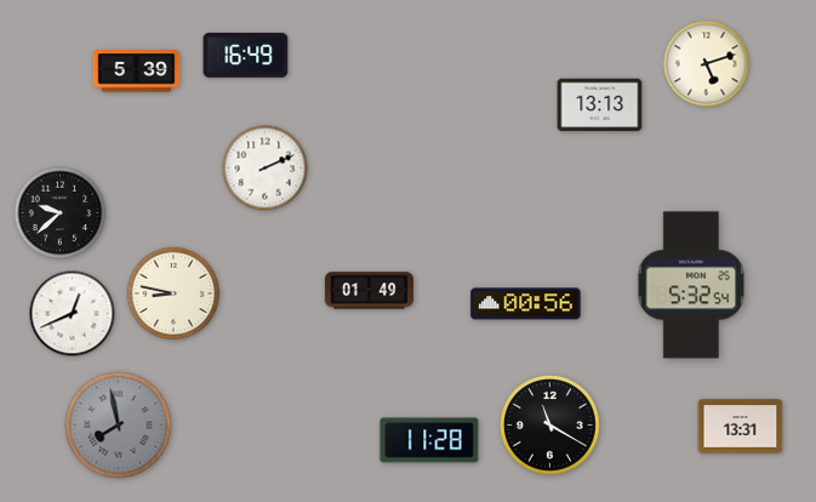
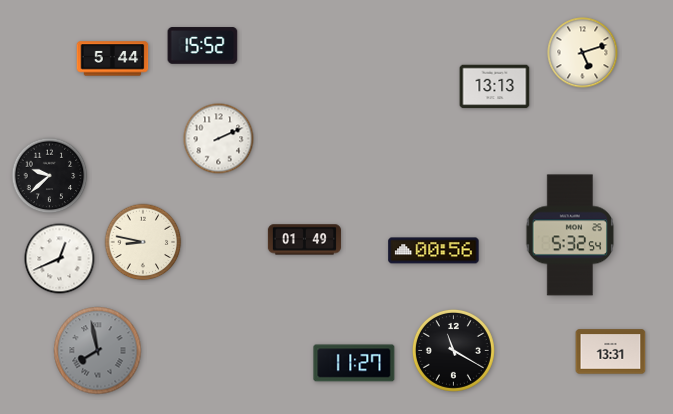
clock at (246, 56): 16:49 -> 15:52
clock at (137, 72): 5:39 -> 5:44
clock at (429, 440): 11:28 -> 11:27
